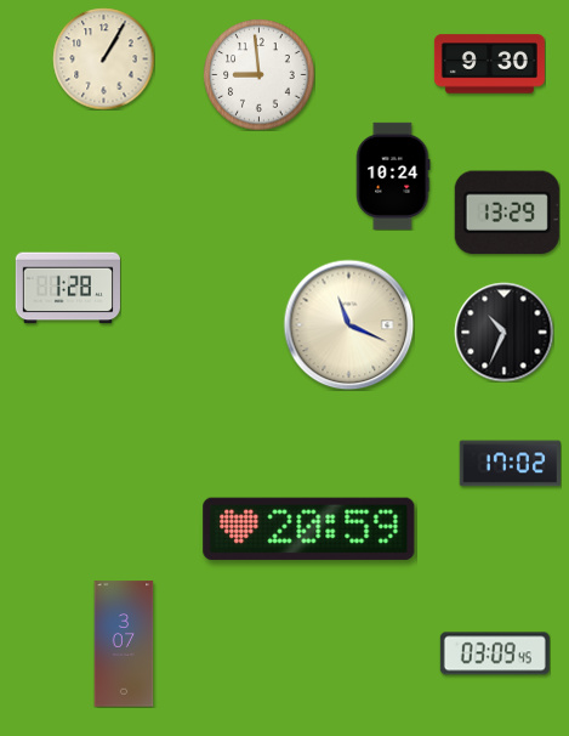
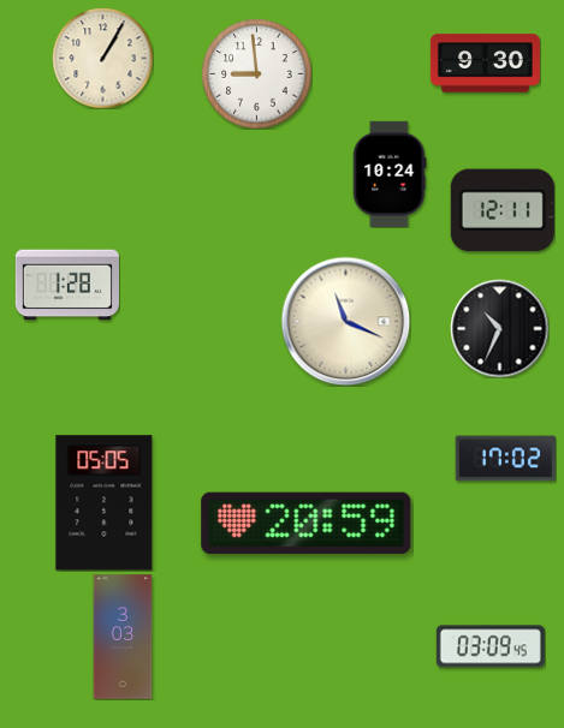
clock at (507, 213): 13:29 -> 12:11
clock at (105, 503): none -> 05:05
clock at (124, 644): 3:07 -> 3:03
